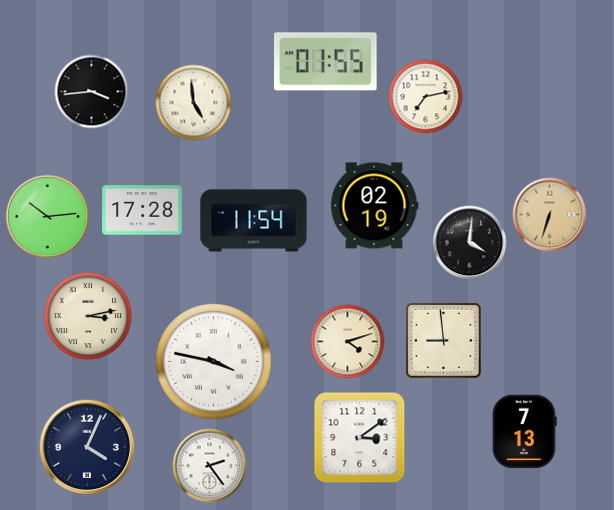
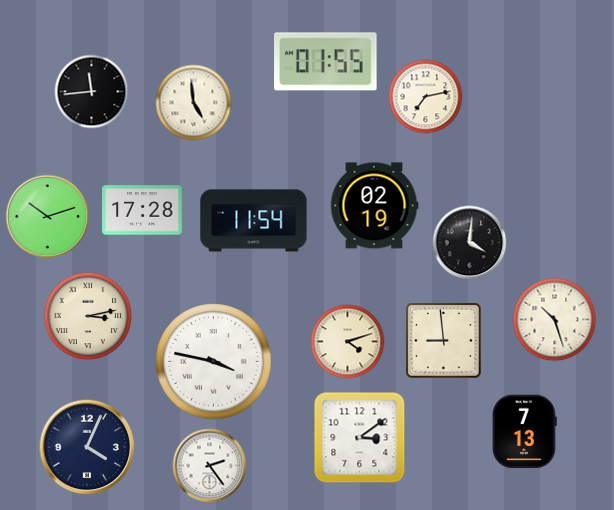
clock at (92, 92): 3:44 -> 11:44
clock at (550, 215): 6:33 -> none
clock at (48, 217): 10:14 -> 10:12
clock at (555, 320): none -> 10:27
